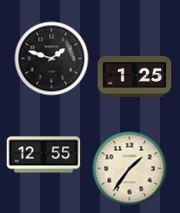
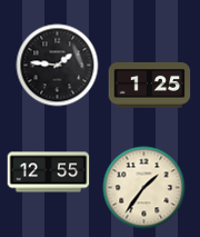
clock at (52, 59): 1:48 -> 1:46
